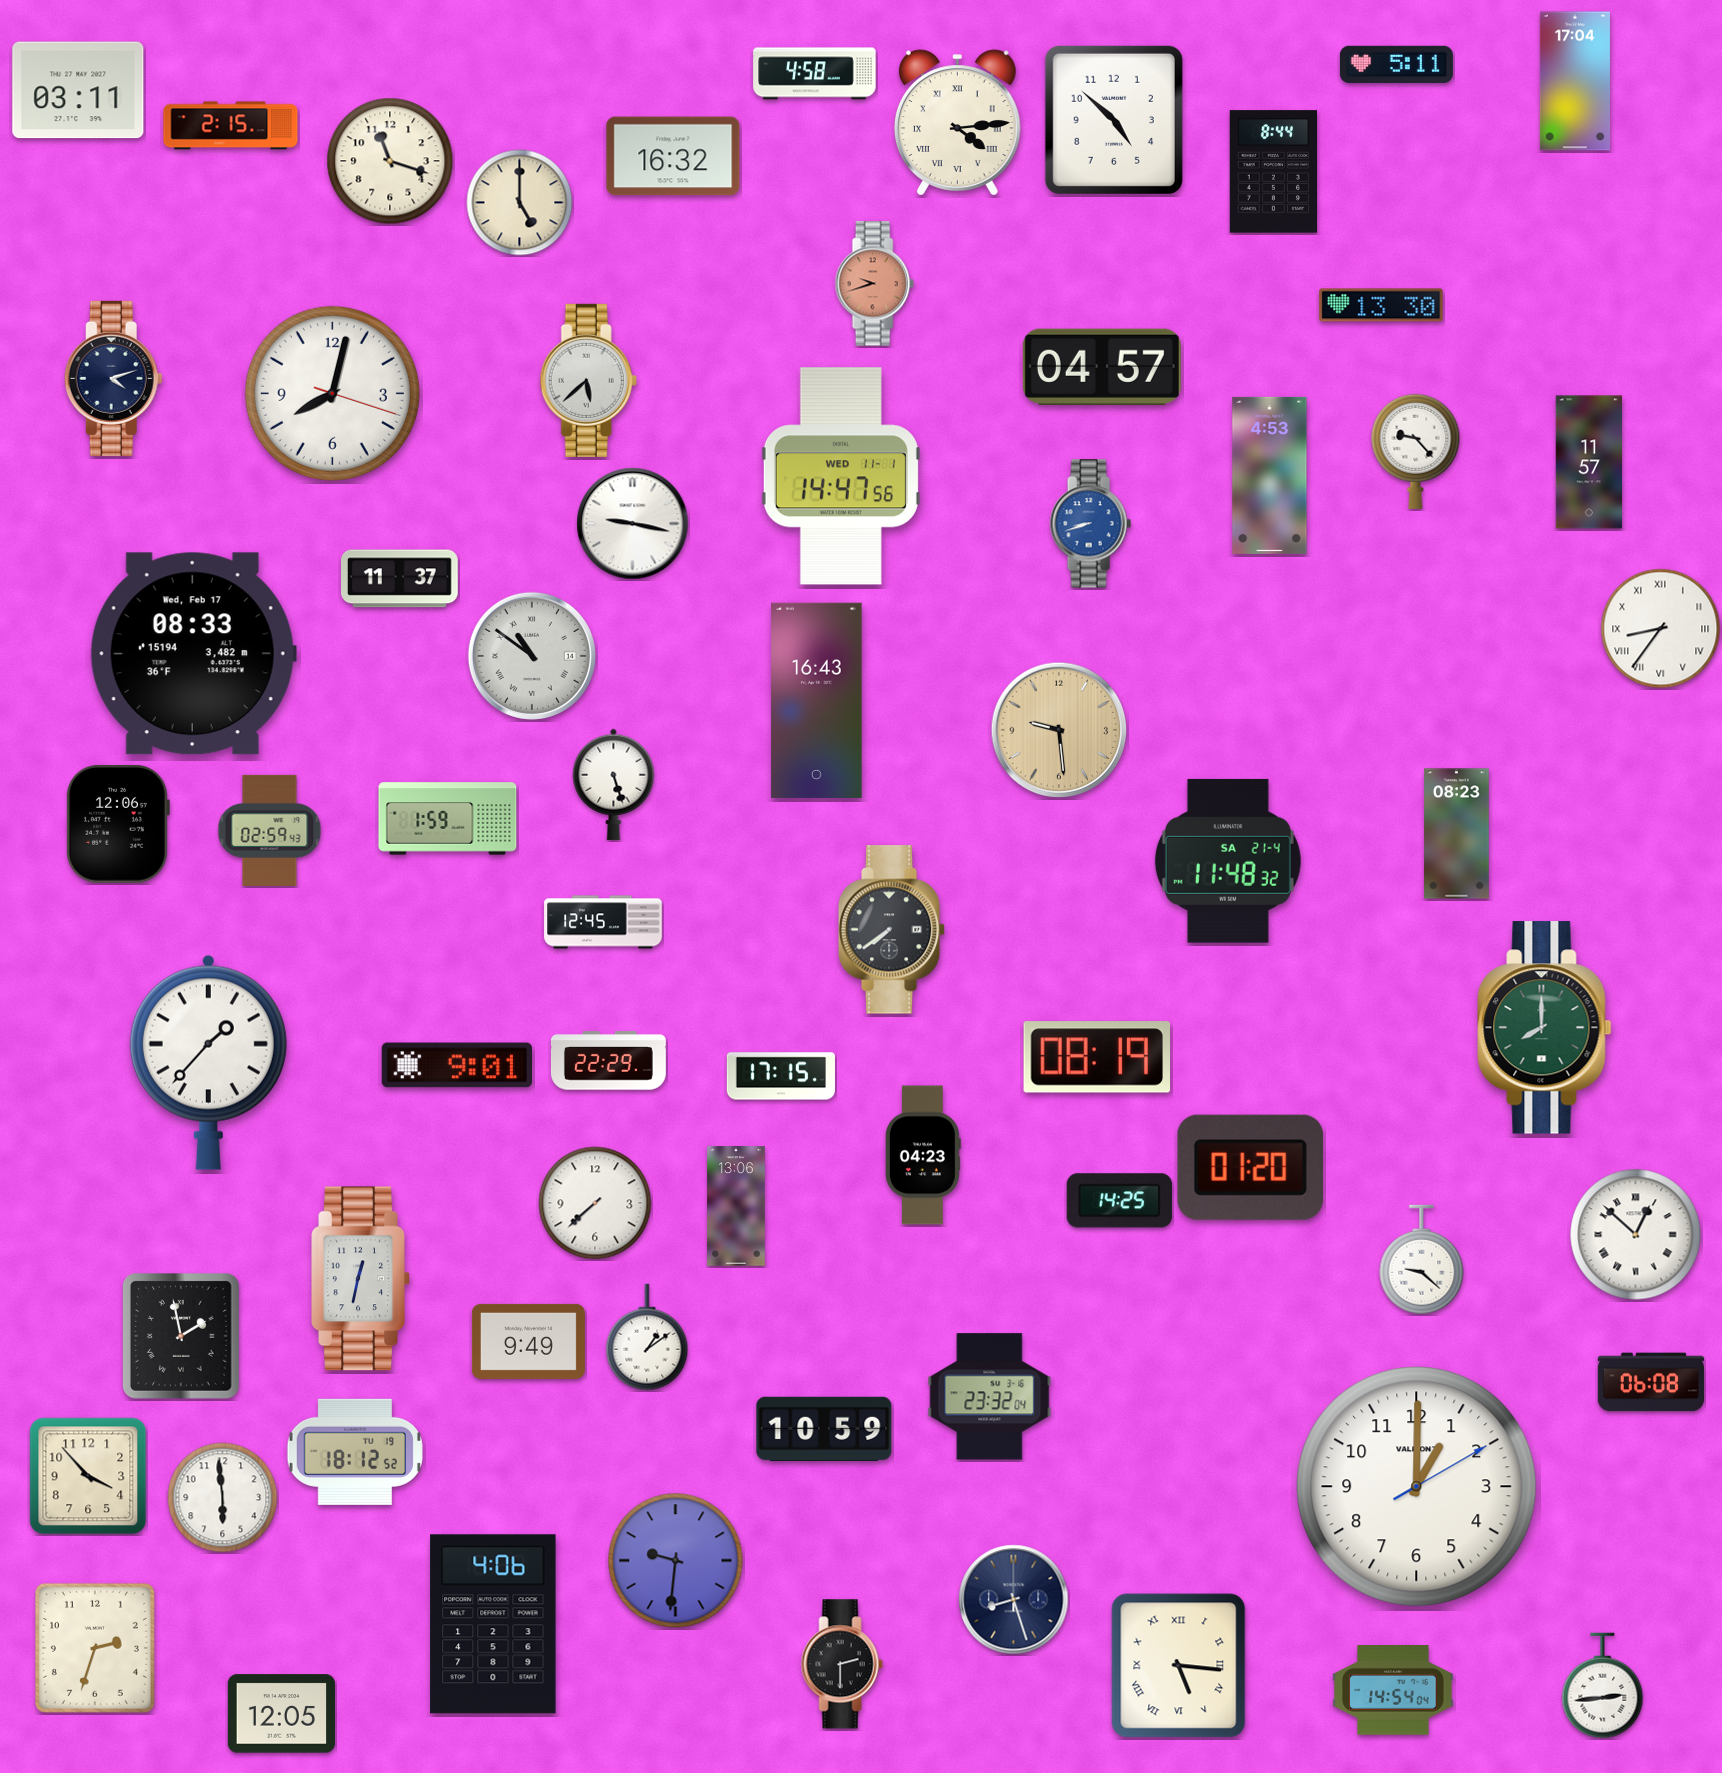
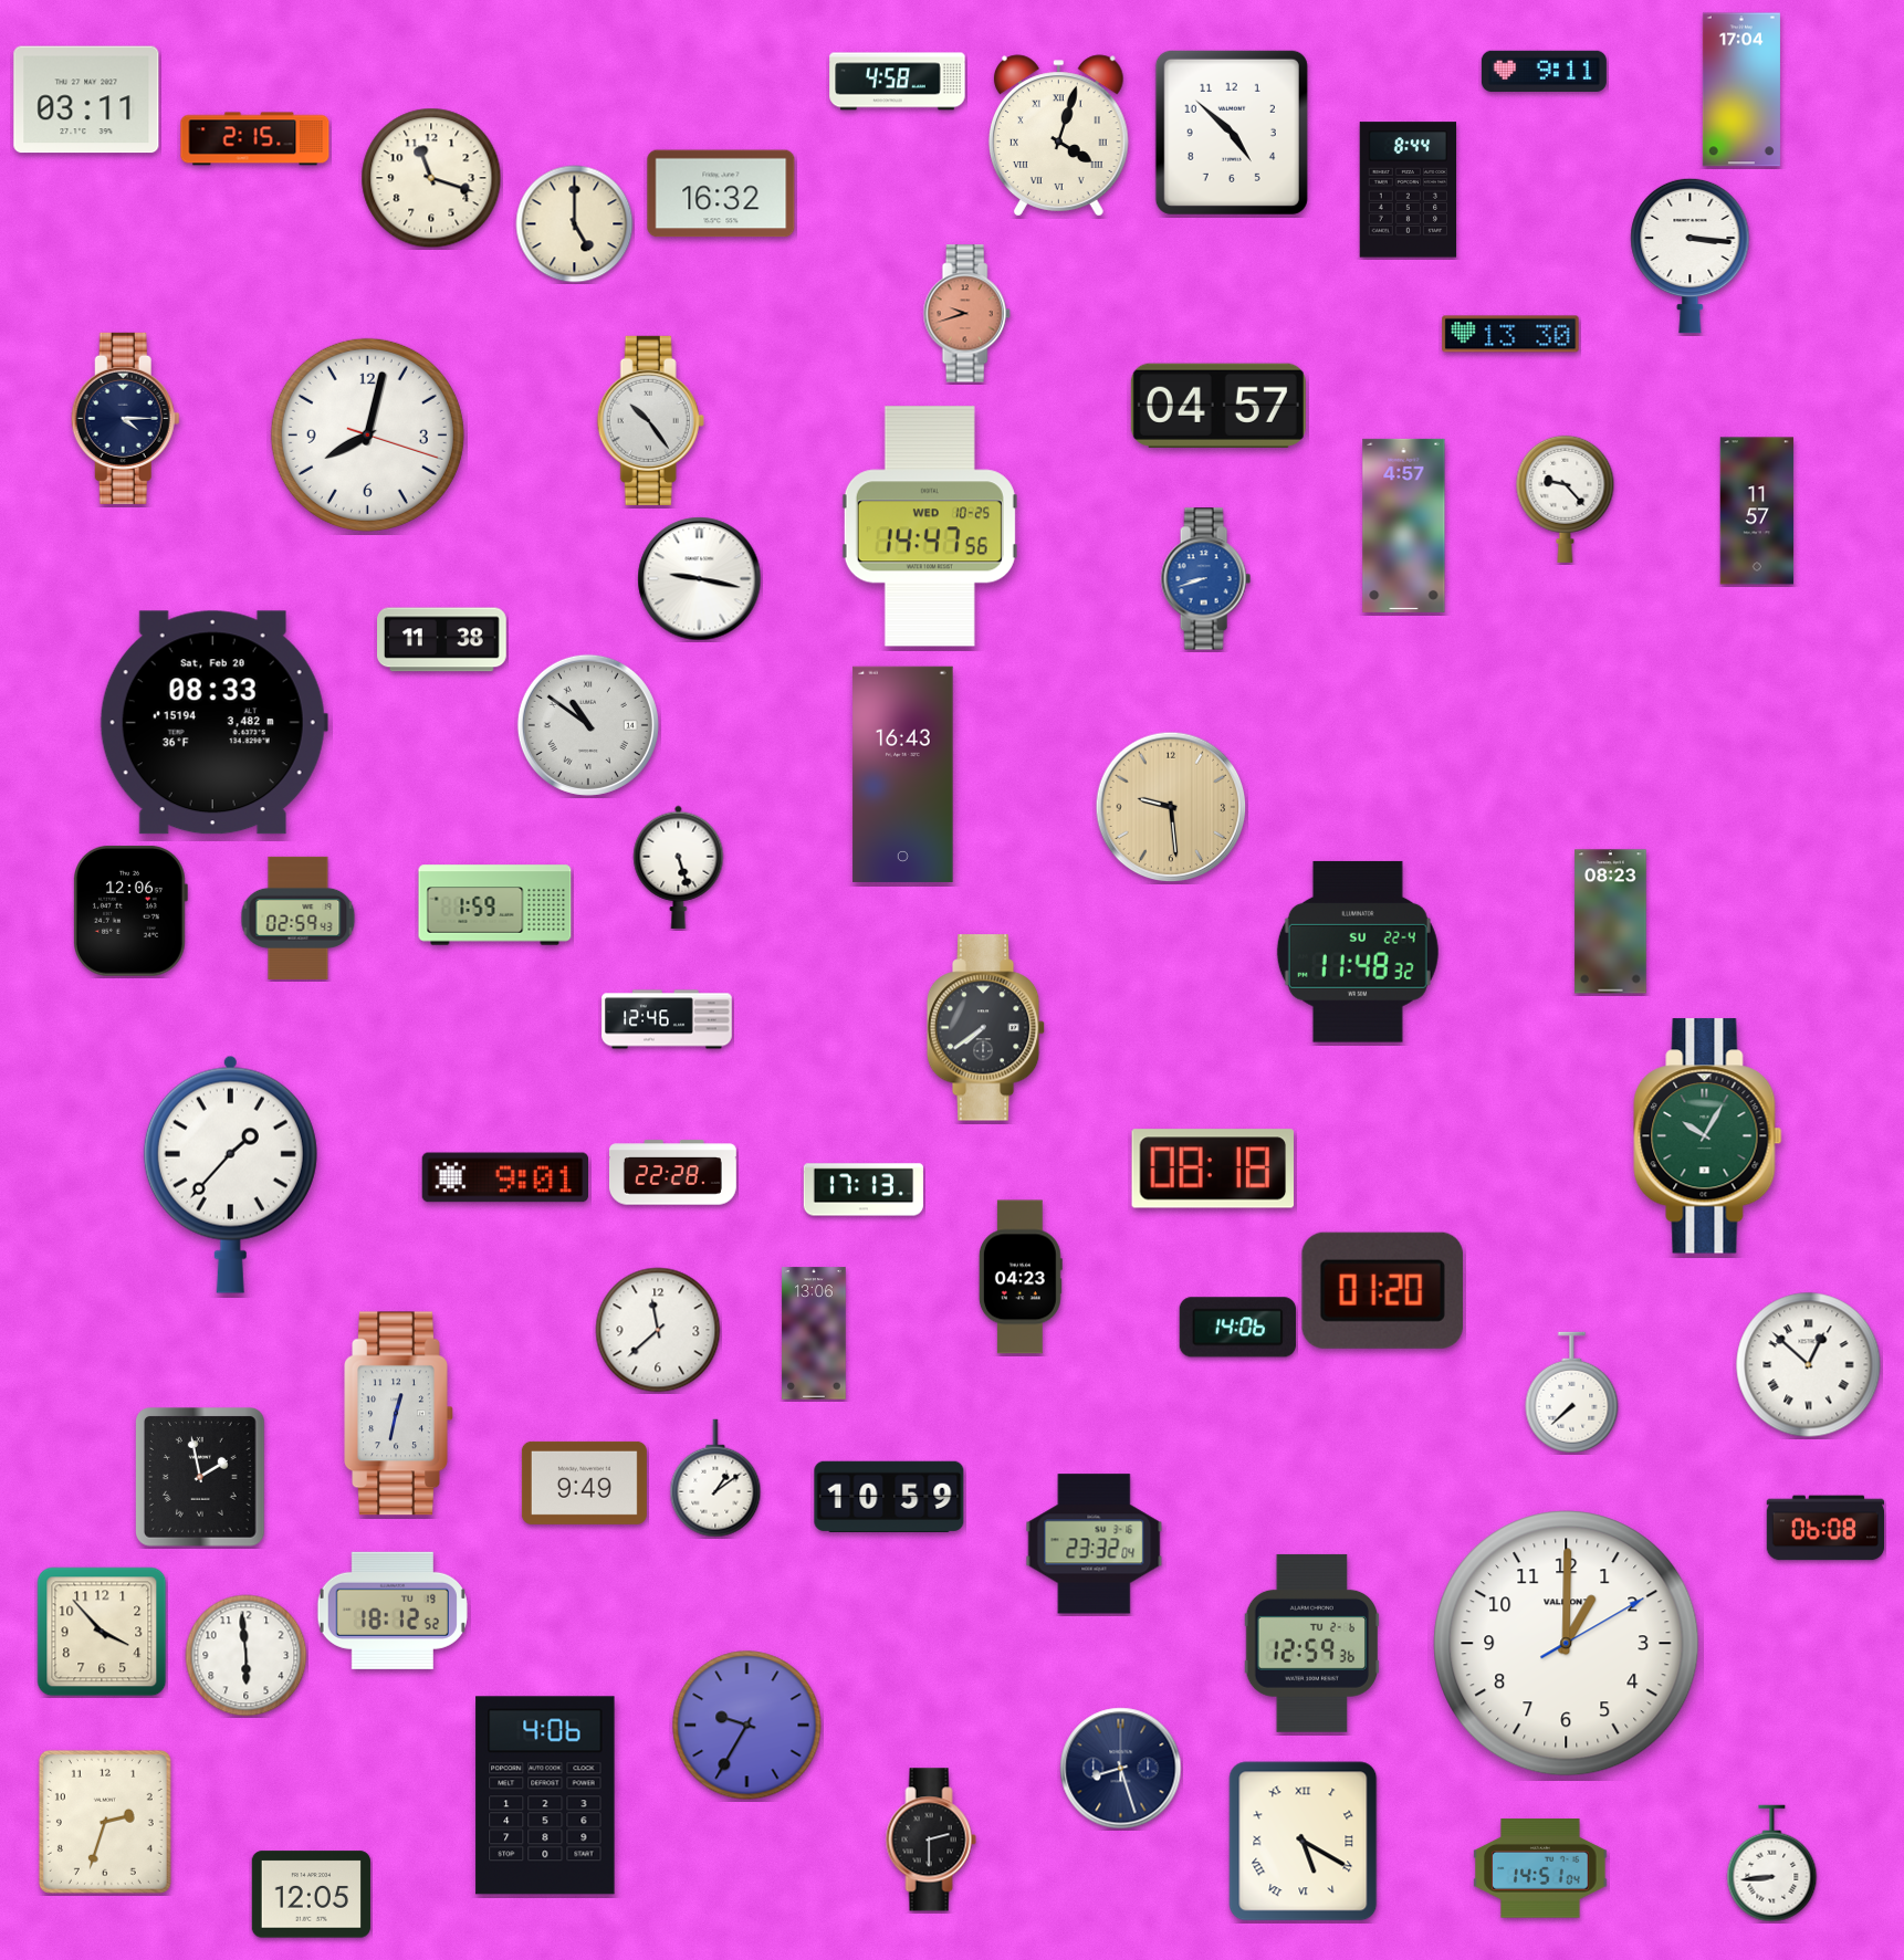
clock at (1396, 64): 5:11 -> 9:11
clock at (815, 74) position: (815, 74) -> (898, 82)
clock at (957, 123): 4:14 -> 4:03
clock at (673, 156) position: (673, 156) -> (721, 193)
clock at (1691, 255): none -> 3:16
clock at (1381, 305) position: (1381, 305) -> (1510, 334)
clock at (113, 378): 4:12 -> 4:15
clock at (588, 380): 5:38 -> 10:24
clock at (1270, 475): 4:53 -> 4:57
clock at (841, 476) date: WED 11-1 -> WED 10-25
clock at (400, 579): 11:37 -> 11:38
clock at (1661, 629): 8:36 -> none
clock at (193, 654) date: Wed, Feb 17 -> Sat, Feb 20
clock at (1228, 861) date: SA 21-4 -> SU 22-4
clock at (603, 922): 12:45 -> 12:46
clock at (1545, 1028): 8:00 -> 10:05
clock at (1097, 1057): 08:19 -> 08:18
clock at (608, 1061): 22:29 -> 22:28
clock at (781, 1076): 17:15 -> 17:13
clock at (1119, 1201): 14:25 -> 14:06
clock at (595, 1203): 7:38 -> 11:38
clock at (1422, 1260): 9:22 -> 7:38
clock at (824, 1428) position: (824, 1428) -> (889, 1496)
clock at (355, 1452) position: (355, 1452) -> (393, 1611)
clock at (88, 1476) position: (88, 1476) -> (102, 1632)
clock at (1312, 1643): none -> 12:59
clock at (676, 1561): 9:31 -> 9:35
clock at (1179, 1666): 5:16 -> 5:20
clock at (1603, 1686): 2:44 -> 8:44
clock at (1393, 1690): 14:54 -> 14:51
